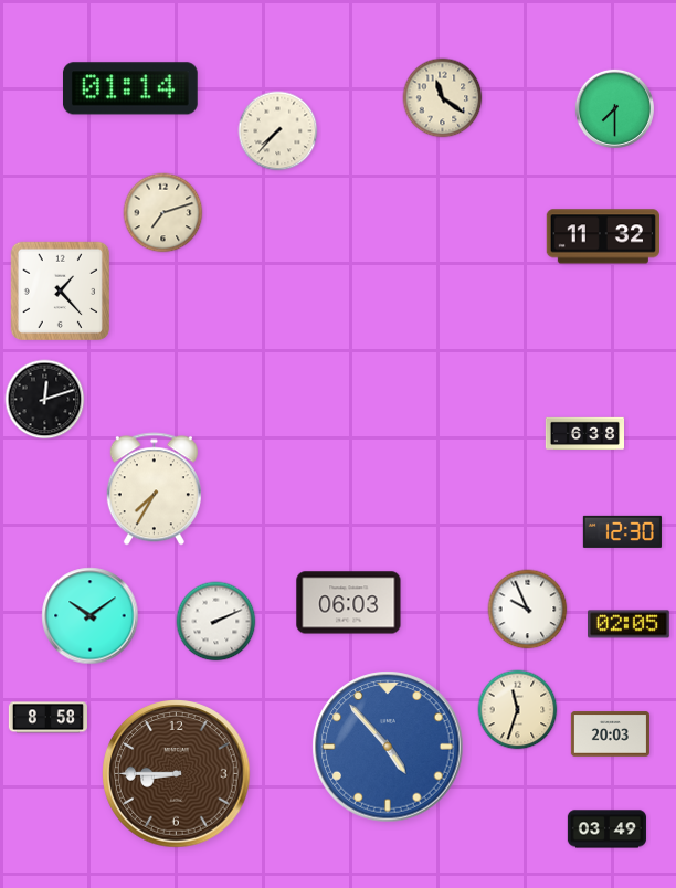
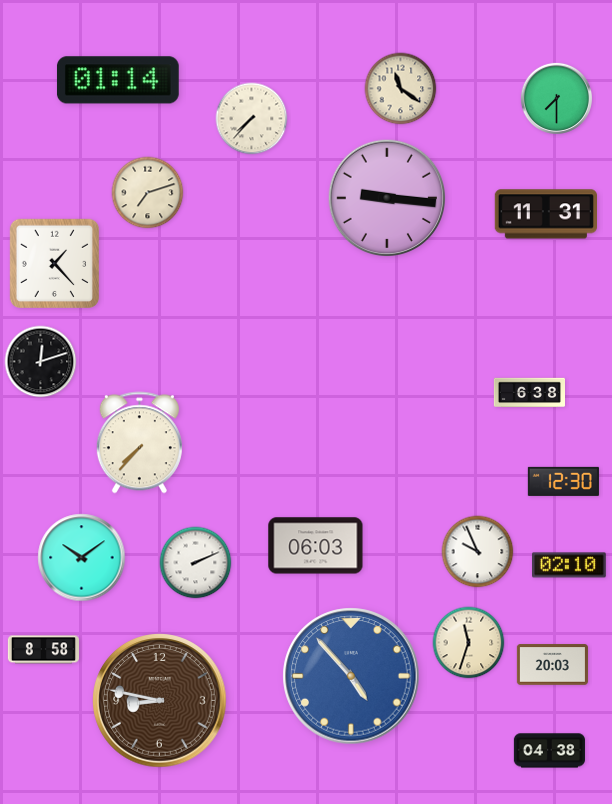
clock at (387, 198): none -> 9:16
clock at (602, 236): 11:32 -> 11:31
clock at (154, 489): 7:35 -> 7:37
clock at (630, 624): 02:05 -> 02:10
clock at (177, 774): 8:45 -> 8:47
clock at (606, 829): 03:49 -> 04:38
